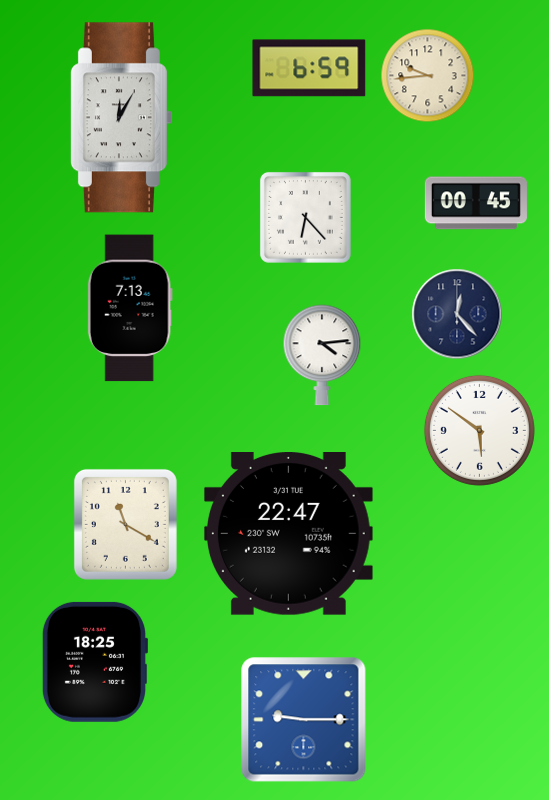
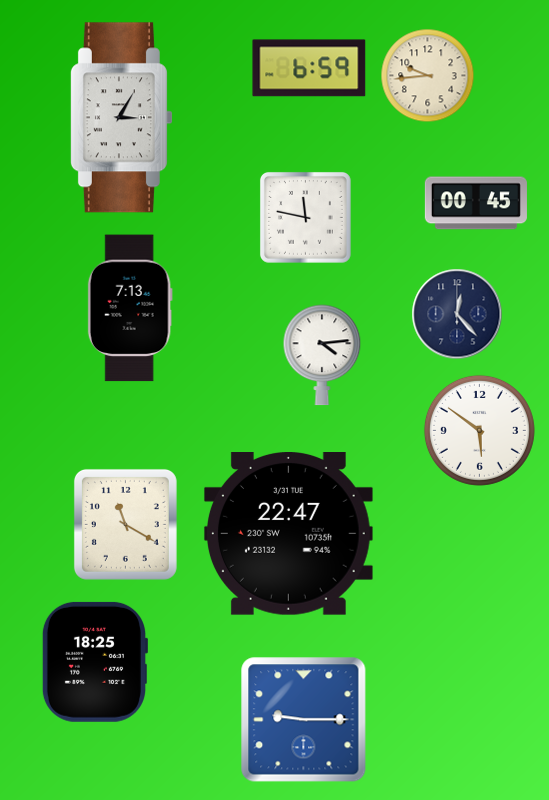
clock at (121, 118): 12:05 -> 3:05
clock at (305, 217): 6:23 -> 11:47
